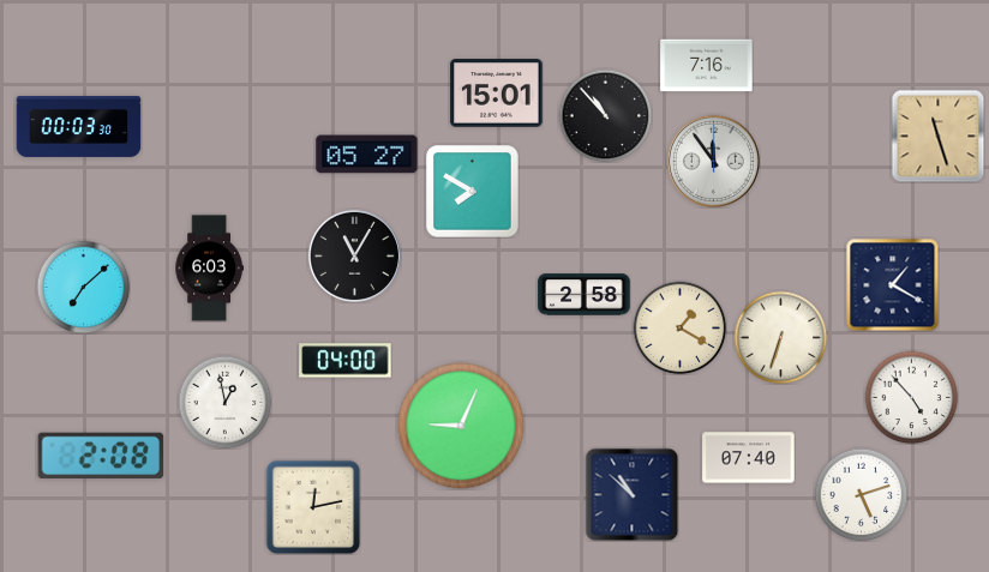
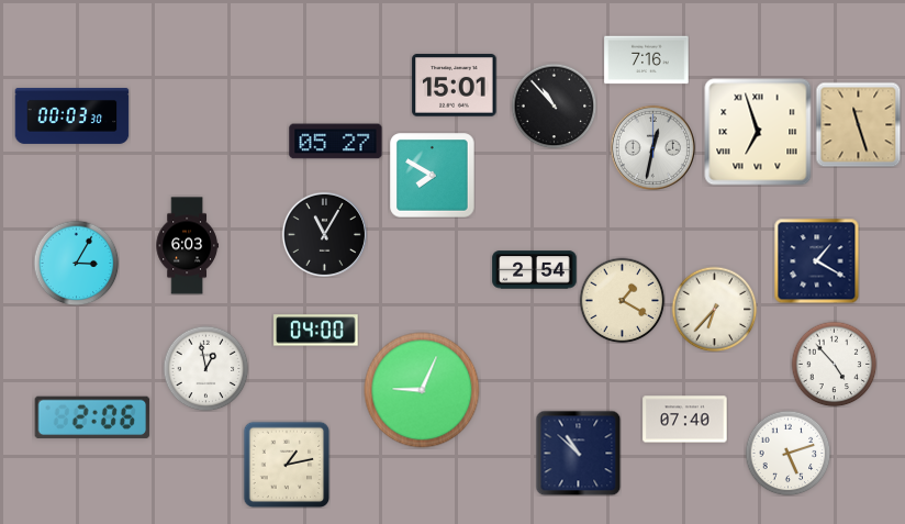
clock at (758, 132): none -> 6:57
clock at (713, 161): 11:54 -> 12:32
clock at (209, 269) position: (209, 269) -> (187, 246)
clock at (83, 287): 7:08 -> 3:05
clock at (585, 295): 2:58 -> 2:54
clock at (780, 337): 6:33 -> 6:37
clock at (101, 456): 2:08 -> 2:06
clock at (313, 507): 12:13 -> 1:13
